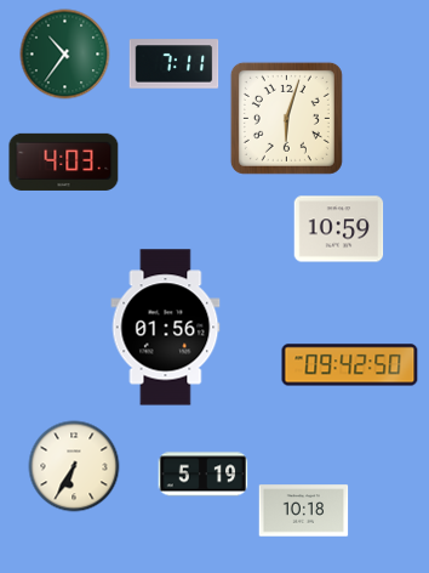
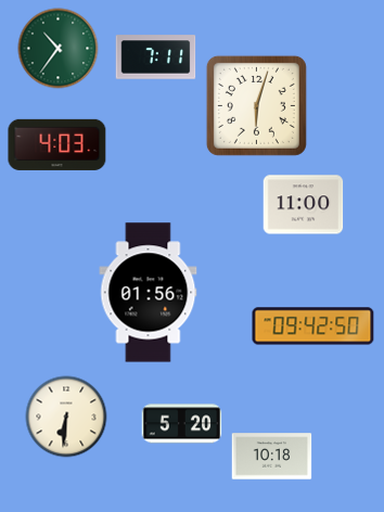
clock at (339, 229): 10:59 -> 11:00
clock at (74, 466): 6:35 -> 6:31
clock at (204, 475): 5:19 -> 5:20
